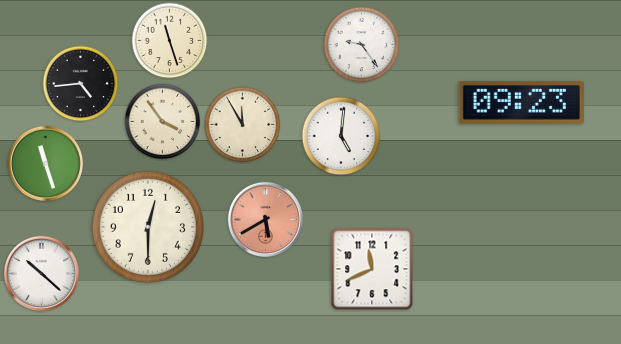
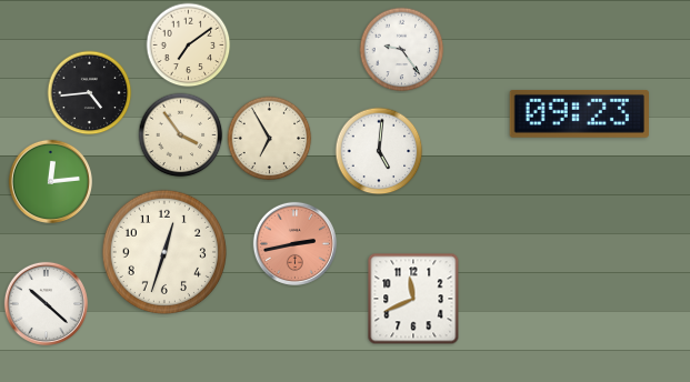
clock at (170, 41): 11:27 -> 7:09
clock at (243, 125): 11:55 -> 6:55
clock at (45, 163): 11:27 -> 12:14
clock at (265, 219): 5:40 -> 2:43
clock at (148, 227): 12:30 -> 12:33
